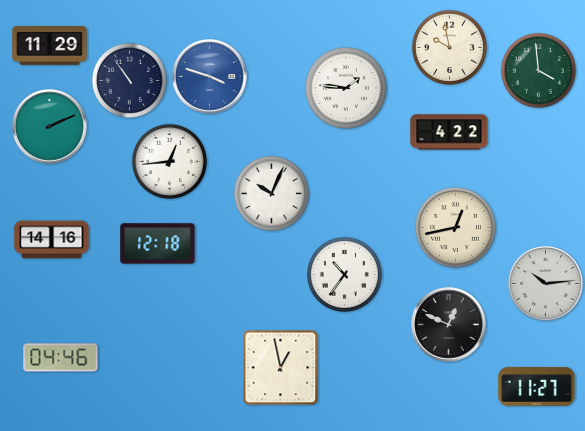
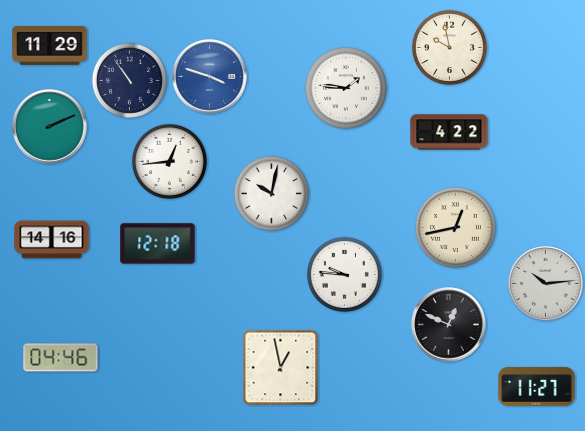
clock at (538, 70): 3:59 -> none
clock at (271, 193): 10:04 -> 10:02
clock at (344, 274): 10:36 -> 9:46
